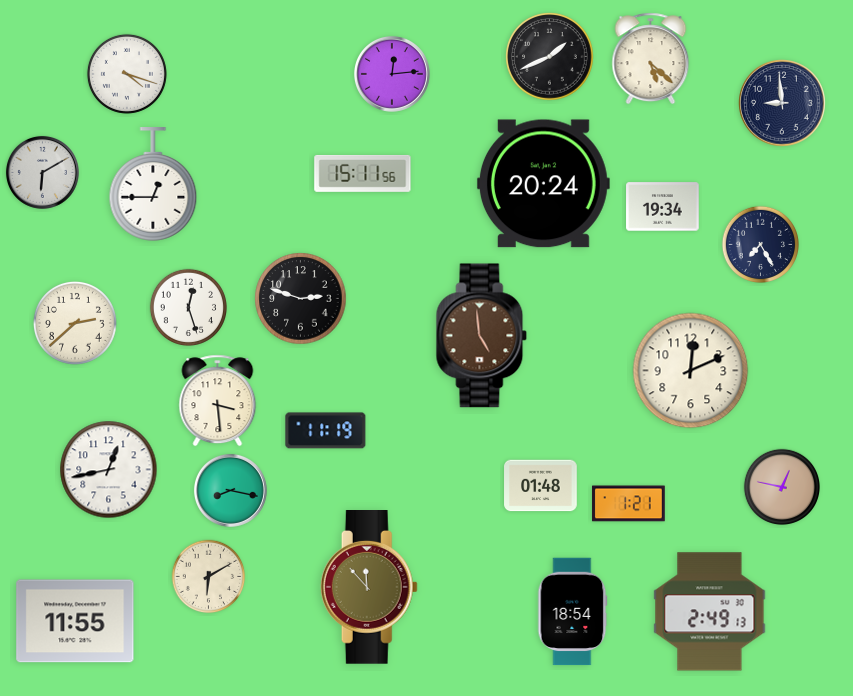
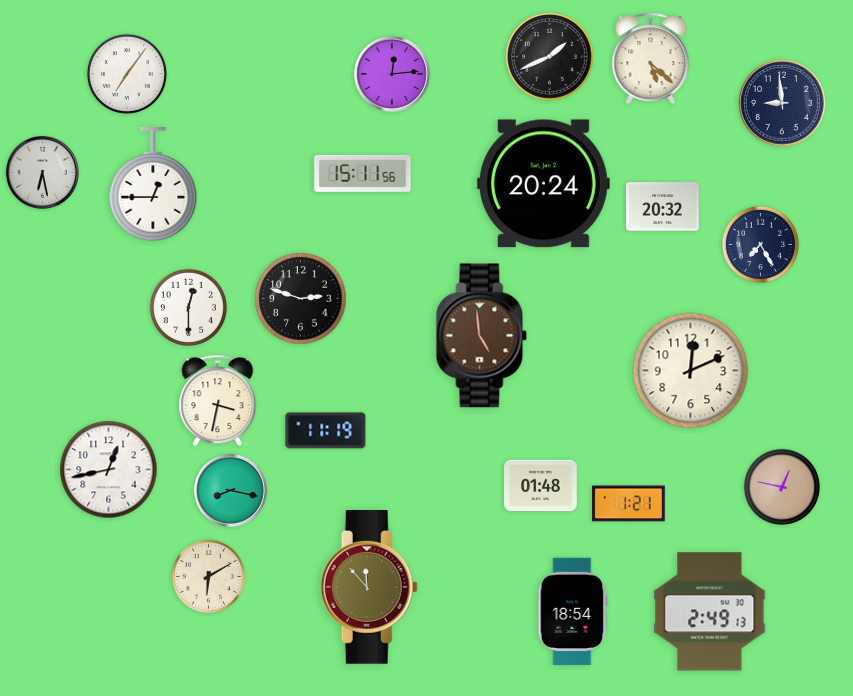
clock at (127, 74): 4:18 -> 7:06
clock at (42, 172): 6:10 -> 6:28
clock at (663, 207): 19:34 -> 20:32
clock at (188, 307): 12:27 -> 12:30
clock at (75, 323): 2:38 -> none
clock at (218, 401): 3:29 -> 3:32
clock at (75, 621): 11:55 -> none
